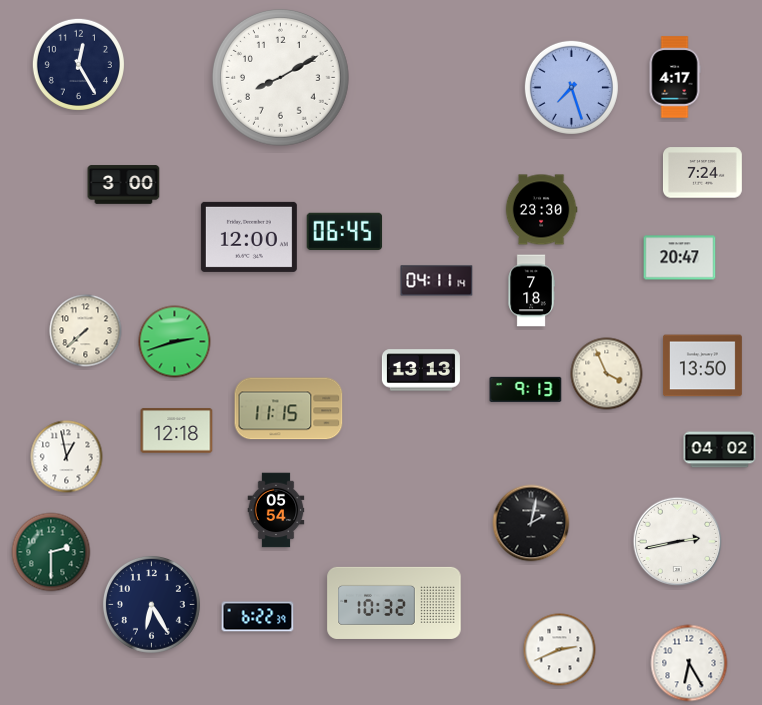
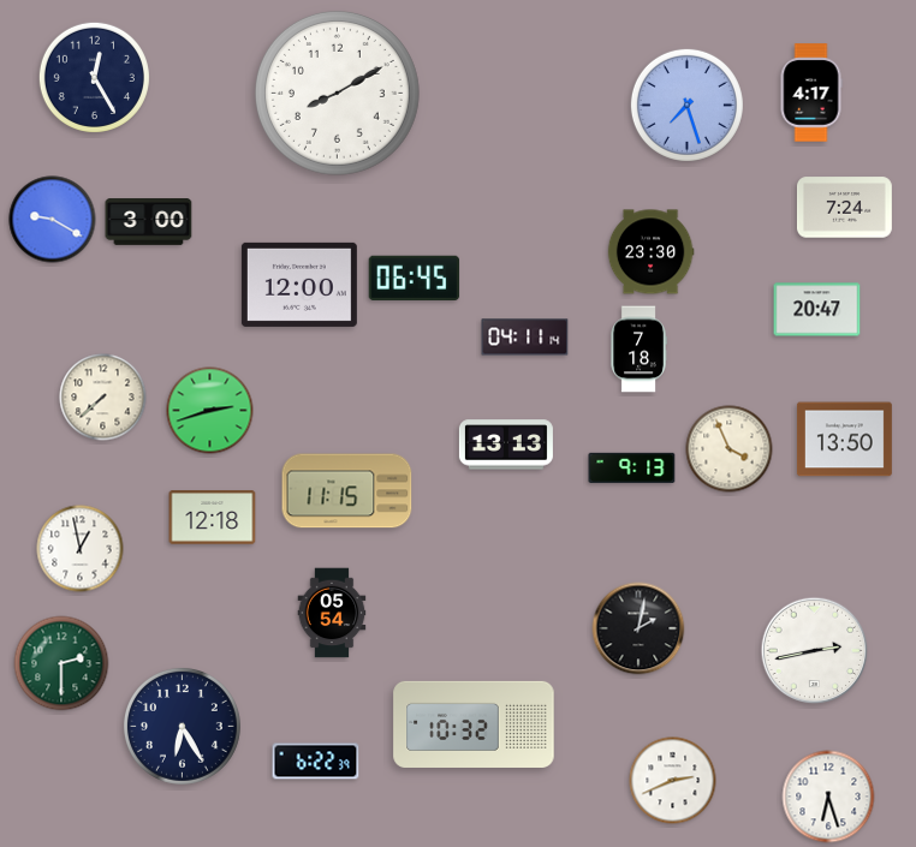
clock at (53, 220): none -> 9:20
clock at (720, 450): 04:02 -> none
clock at (258, 617) position: (258, 617) -> (316, 762)
clock at (689, 663): 6:25 -> 6:27
